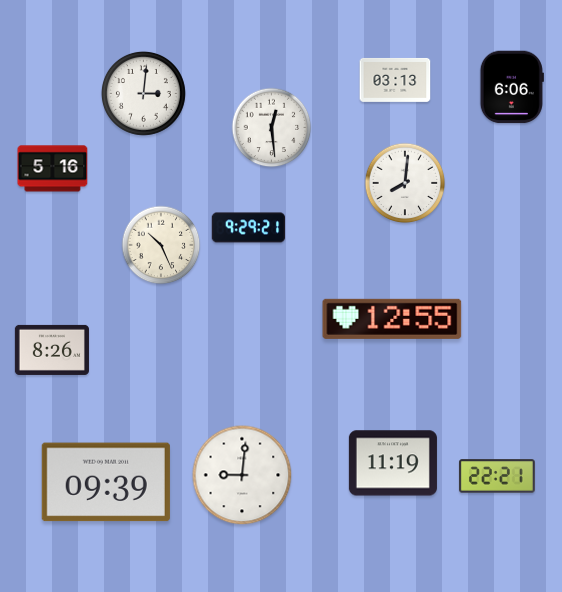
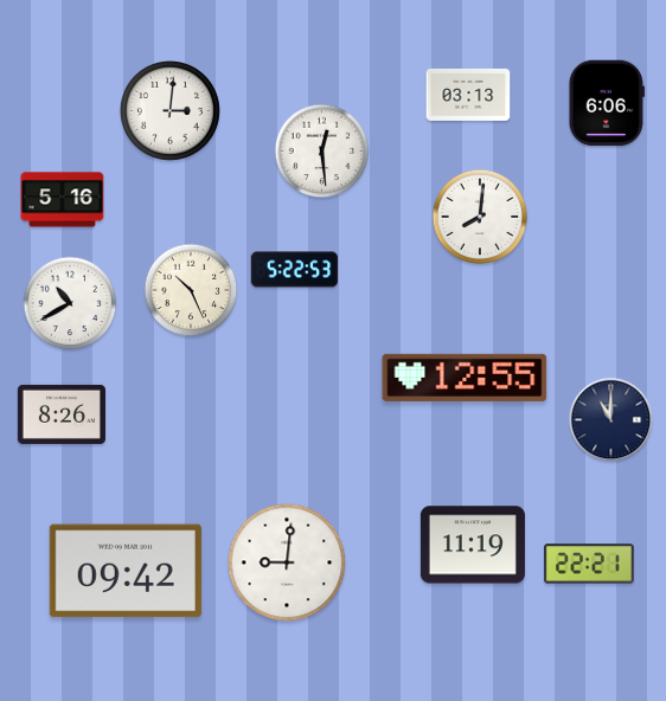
clock at (249, 228): 9:29 -> 5:22
clock at (70, 303): none -> 10:40
clock at (611, 420): none -> 11:00
clock at (393, 463) position: (393, 463) -> (473, 545)
clock at (106, 482): 09:39 -> 09:42
